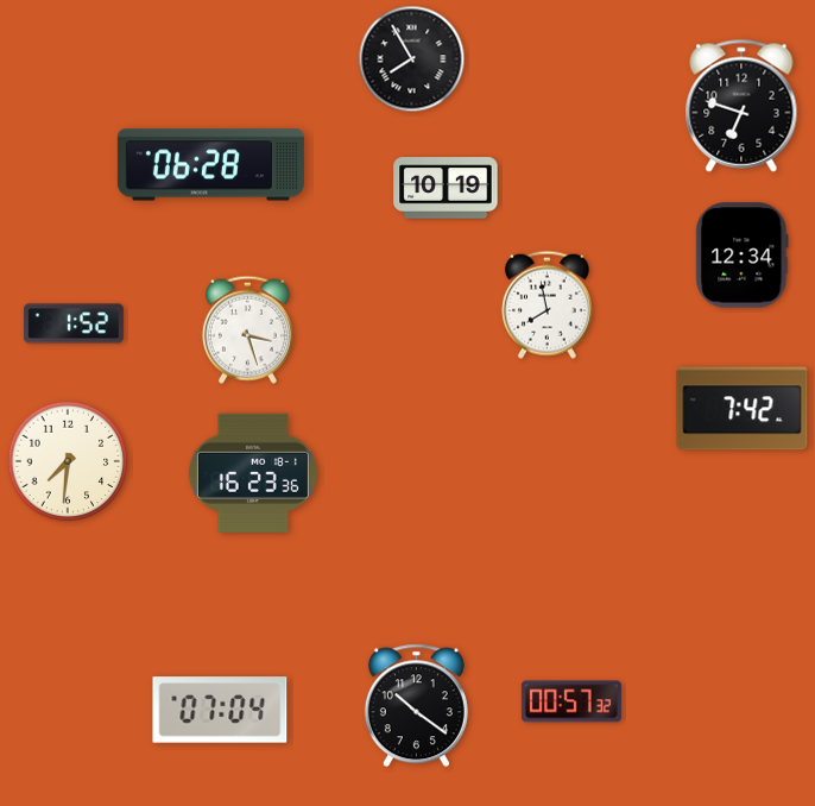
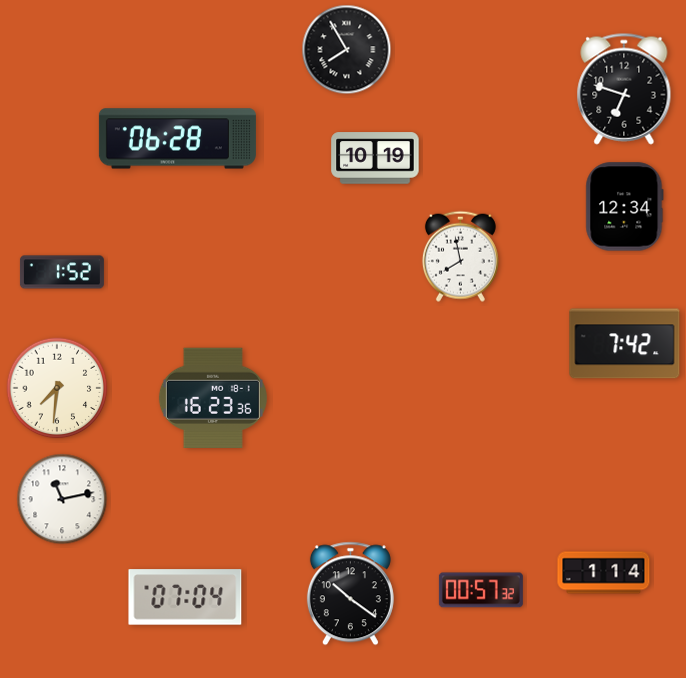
clock at (743, 256) position: (743, 256) -> (625, 207)
clock at (247, 329): 3:27 -> none
clock at (62, 499): none -> 11:13
clock at (604, 573): none -> 1:14
